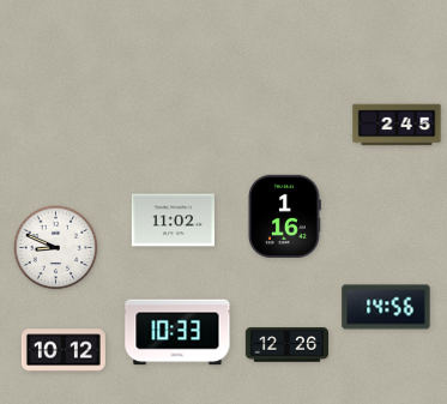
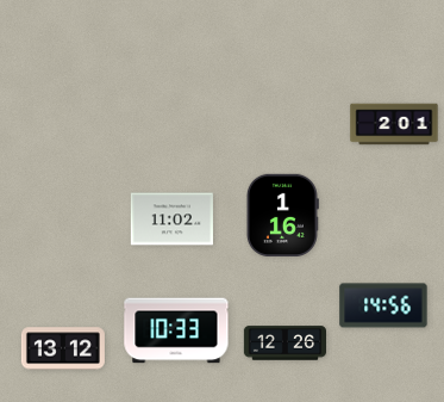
clock at (397, 125): 2:45 -> 2:01
clock at (56, 248): 8:49 -> none
clock at (64, 350): 10:12 -> 13:12
